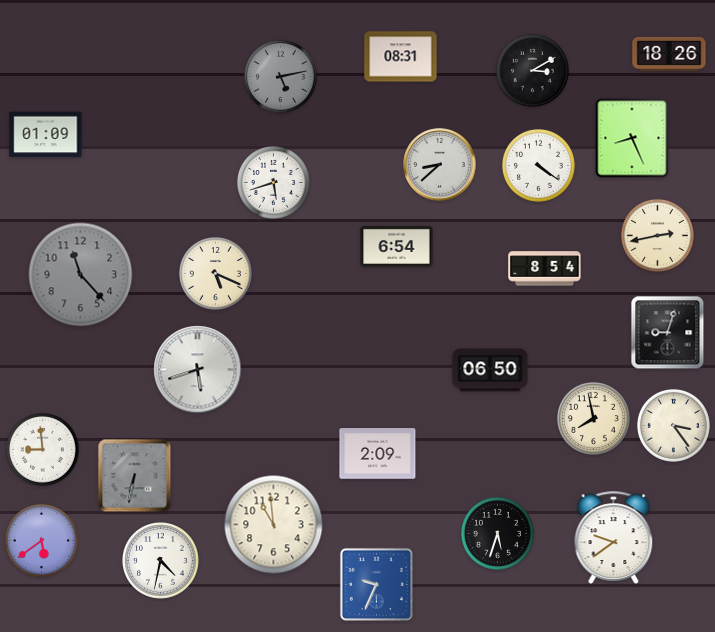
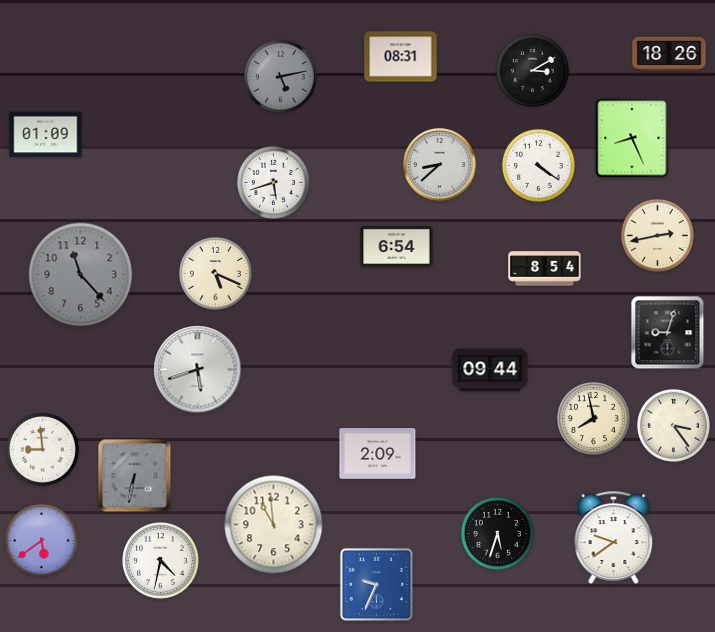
clock at (490, 370): 06:50 -> 09:44
